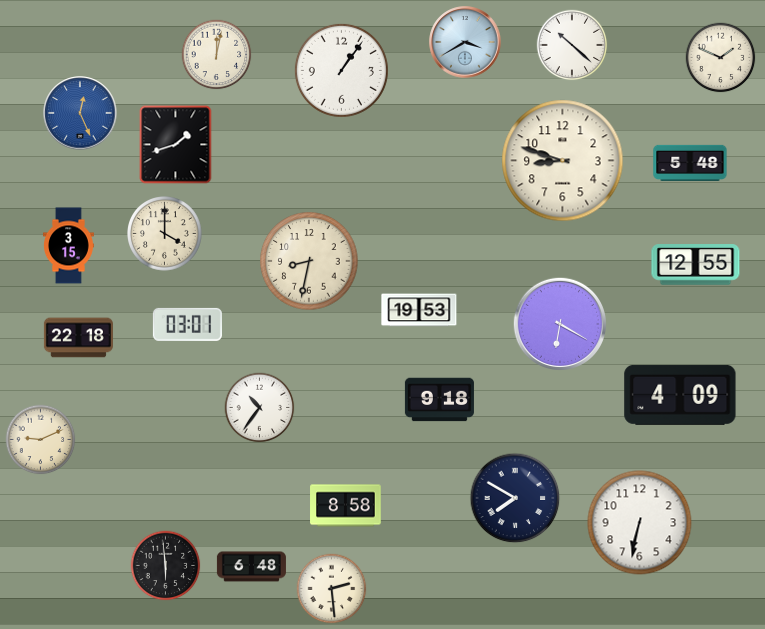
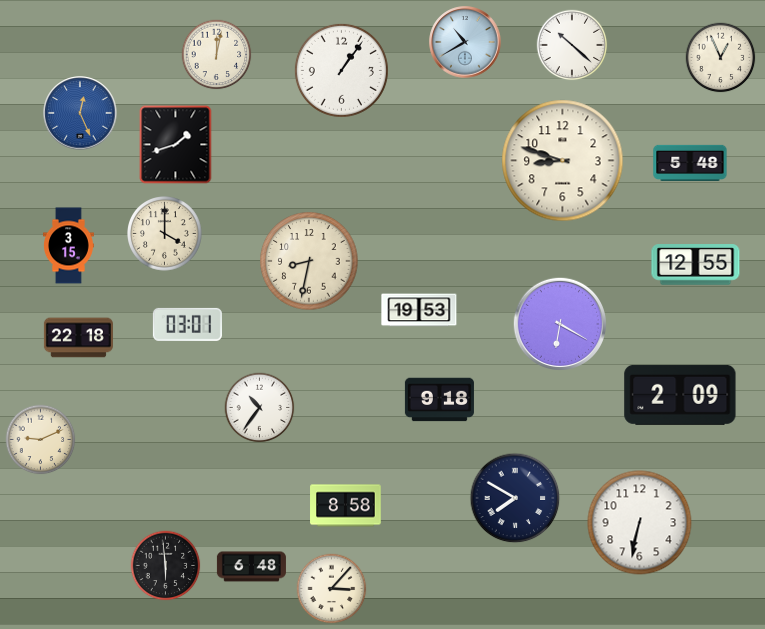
clock at (465, 42): 3:40 -> 10:40
clock at (721, 58): 1:49 -> 12:56
clock at (680, 395): 4:09 -> 2:09
clock at (332, 589): 2:29 -> 3:07
